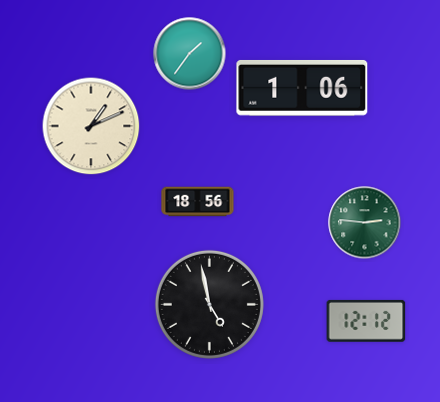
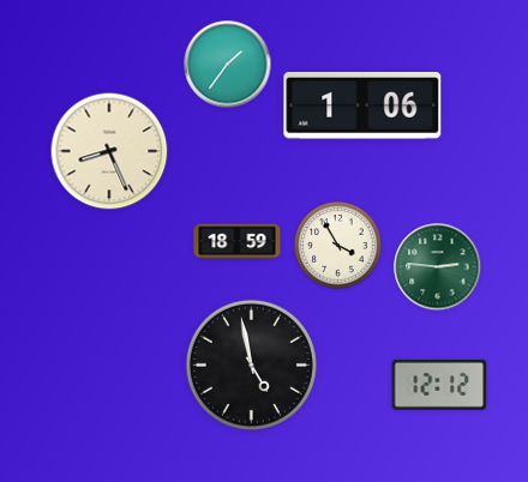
clock at (91, 126): 1:11 -> 8:26
clock at (198, 202): 18:56 -> 18:59
clock at (338, 246): none -> 3:55
